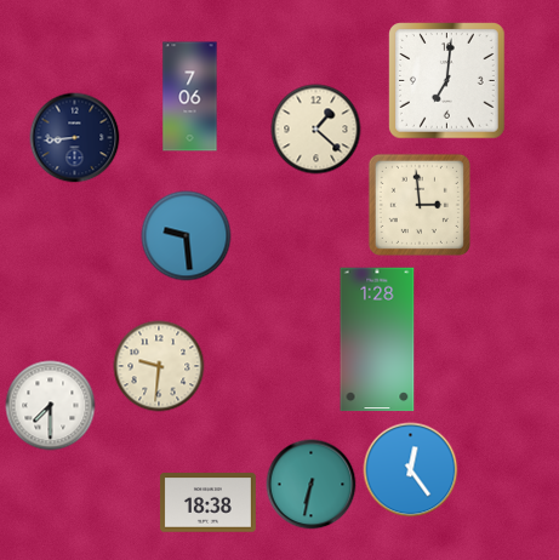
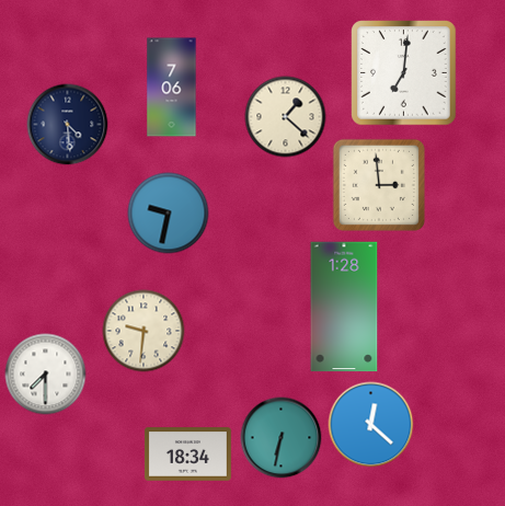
clock at (75, 138): 8:44 -> 4:29
clock at (187, 236): 9:29 -> 9:32
clock at (377, 339) position: (377, 339) -> (344, 307)
clock at (51, 406) position: (51, 406) -> (46, 375)
clock at (411, 470): 12:24 -> 12:22
clock at (207, 503): 18:38 -> 18:34
